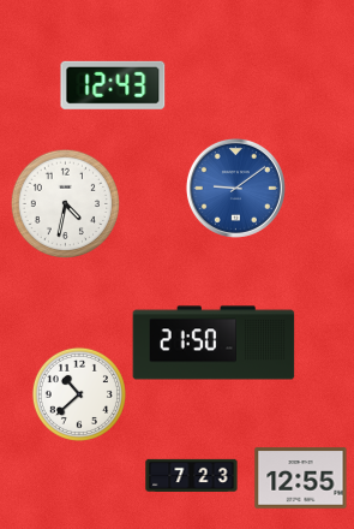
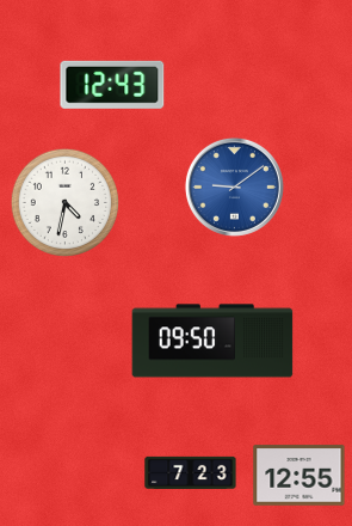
clock at (214, 343): 21:50 -> 09:50
clock at (79, 394): 10:38 -> none
